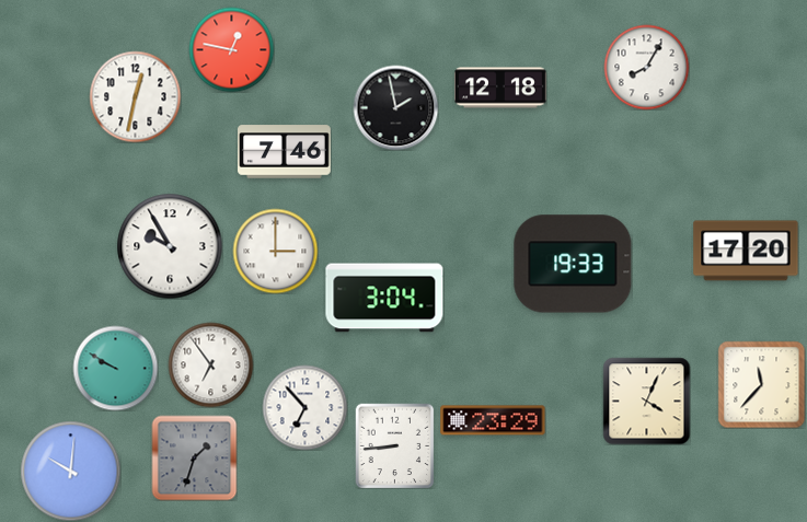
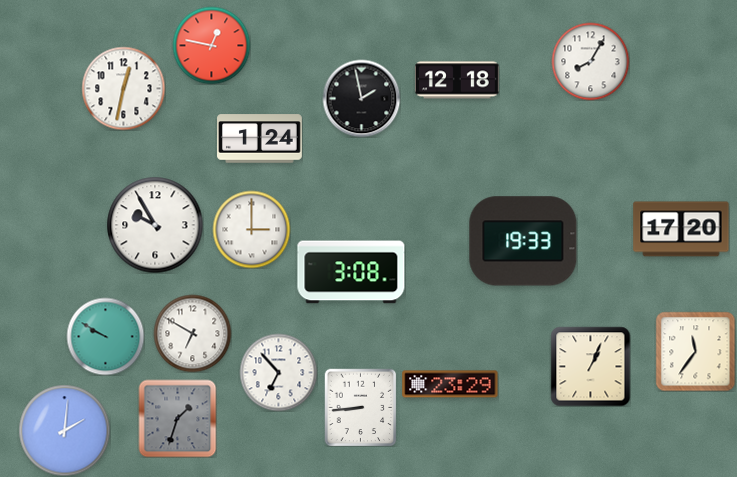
clock at (285, 152): 7:46 -> 1:24
clock at (384, 298): 3:04 -> 3:08
clock at (210, 364): 6:54 -> 6:50
clock at (761, 384): 11:37 -> 11:36
clock at (646, 401): 4:04 -> 1:04
clock at (70, 471): 10:01 -> 2:01
